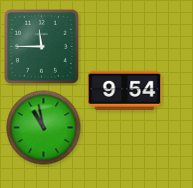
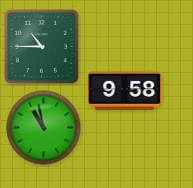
clock at (41, 46): 11:45 -> 10:45
clock at (125, 90): 9:54 -> 9:58
